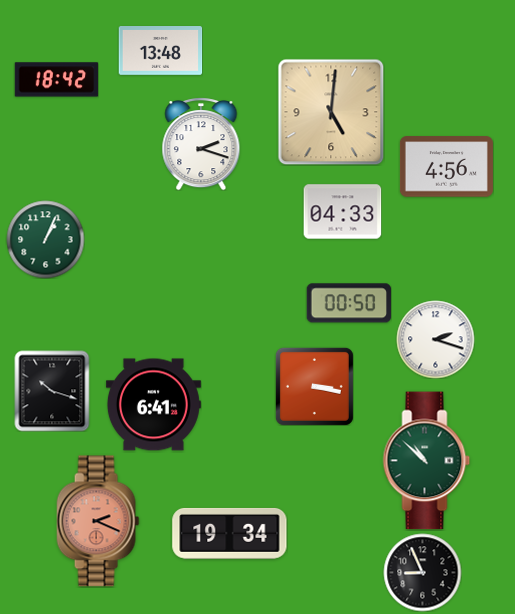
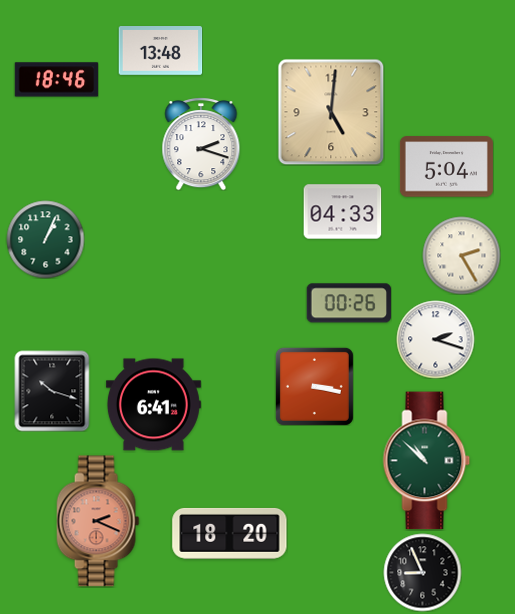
clock at (56, 80): 18:42 -> 18:46
clock at (446, 167): 4:56 -> 5:04
clock at (461, 255): none -> 2:25
clock at (348, 303): 00:50 -> 00:26
clock at (230, 533): 19:34 -> 18:20
